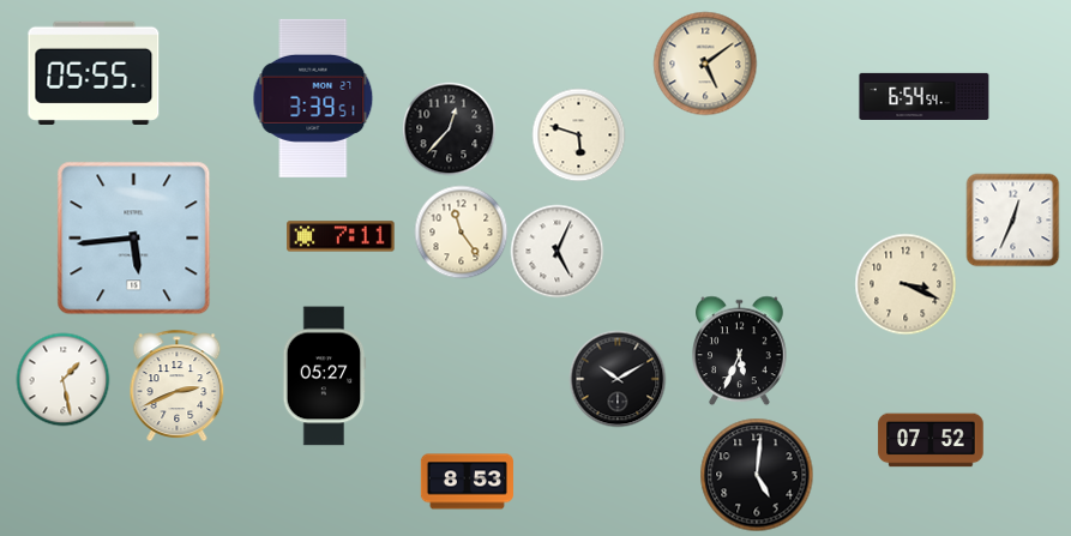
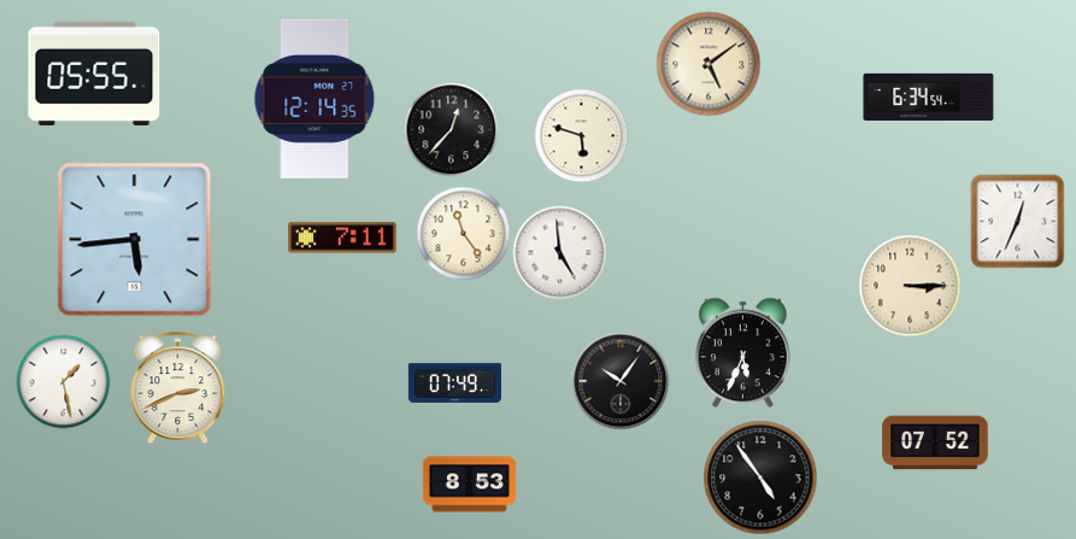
clock at (925, 96): 6:54 -> 6:34
clock at (313, 98): 3:39 -> 12:14
clock at (556, 251): 5:04 -> 4:59
clock at (905, 284): 3:19 -> 3:15
clock at (325, 377): 05:27 -> none
clock at (618, 379): 10:10 -> 10:06
clock at (454, 382): none -> 07:49
clock at (757, 475): 5:01 -> 4:54
